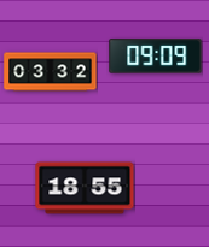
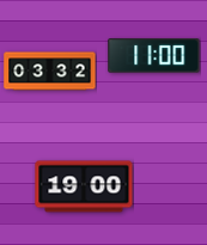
clock at (156, 57): 09:09 -> 11:00
clock at (85, 188): 18:55 -> 19:00
